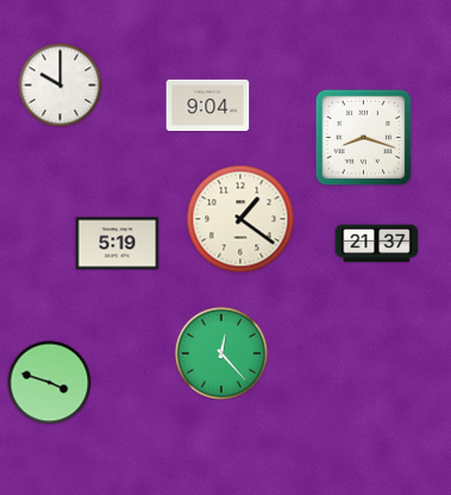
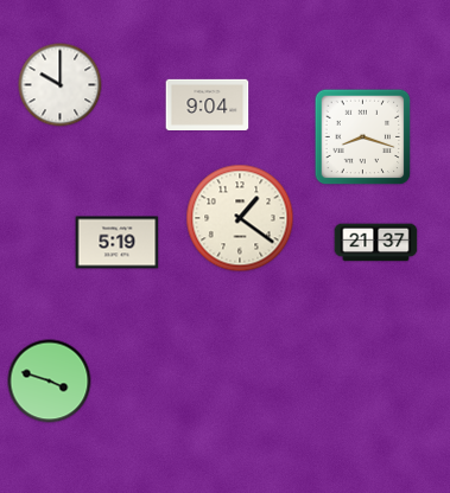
clock at (220, 352): 12:23 -> none
